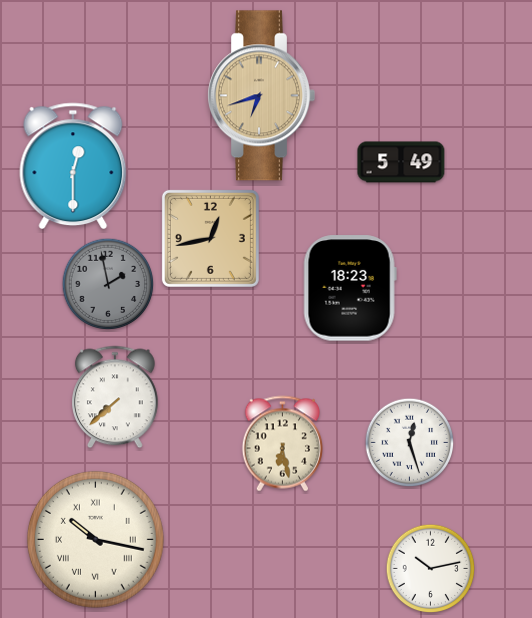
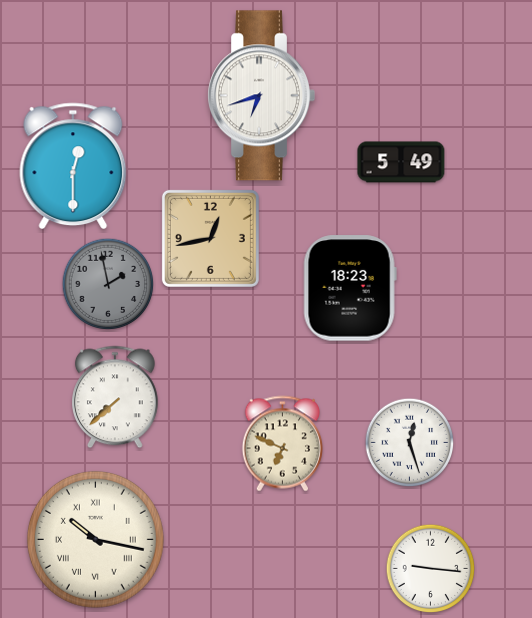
clock at (261, 96) dial: champagne -> white
clock at (282, 444): 6:28 -> 6:49
clock at (431, 569): 10:13 -> 9:16
